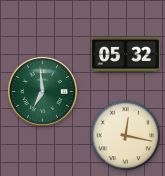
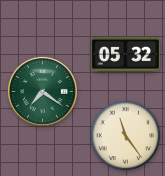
clock at (42, 91): 6:59 -> 7:21
clock at (126, 136): 12:17 -> 11:24
